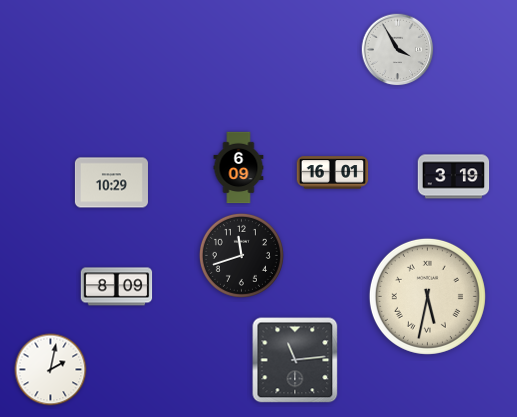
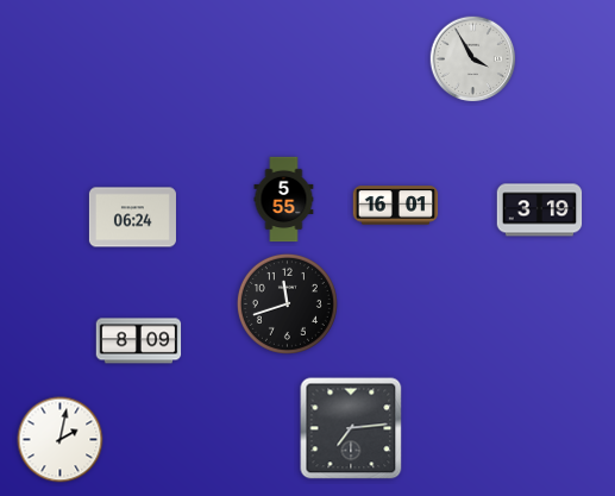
clock at (239, 168): 6:09 -> 5:55
clock at (111, 183): 10:29 -> 06:24
clock at (427, 296): 5:32 -> none
clock at (295, 360): 11:14 -> 7:14
